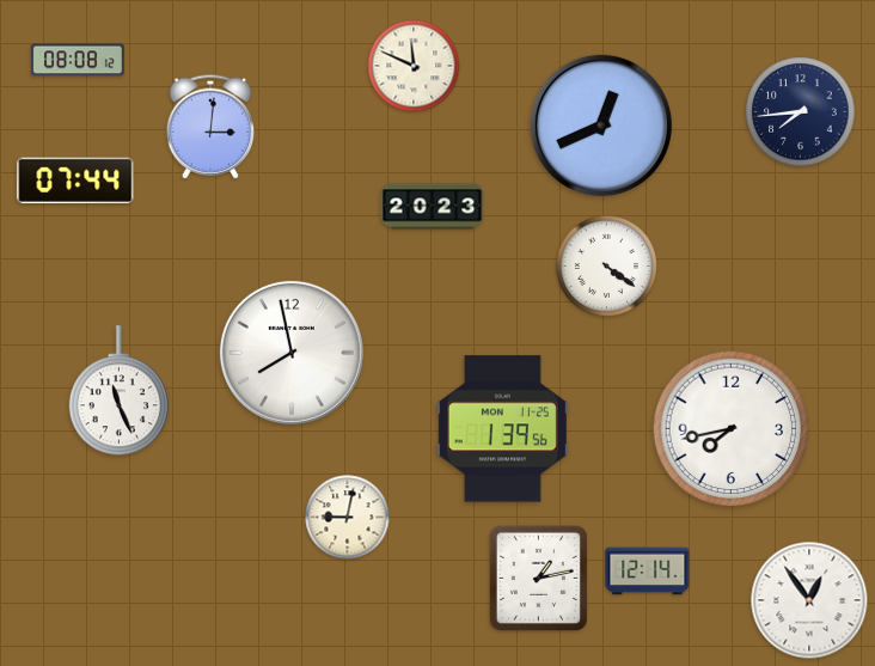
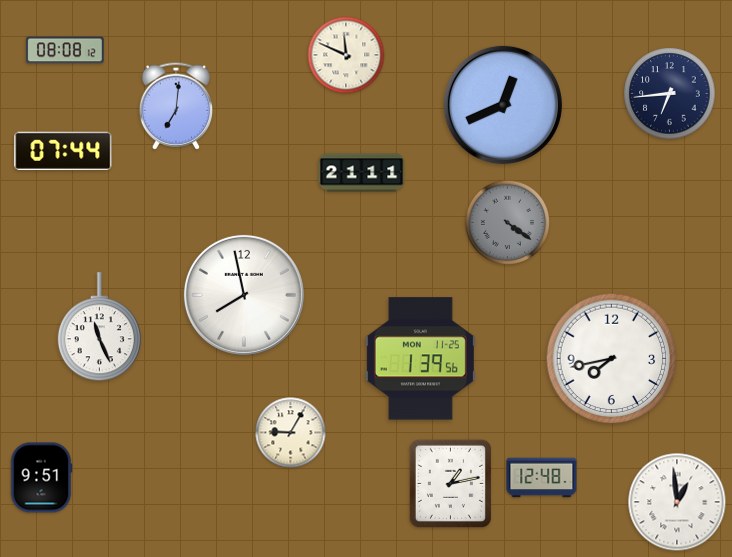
clock at (801, 112): 7:44 -> 6:44
clock at (210, 127): 3:01 -> 7:01
clock at (433, 207): 20:23 -> 21:11
clock at (606, 265) dial: white -> grey
clock at (348, 518): 9:02 -> 9:05
clock at (41, 478): none -> 9:51
clock at (648, 572): 12:14 -> 12:48
clock at (809, 600): 12:54 -> 12:59
